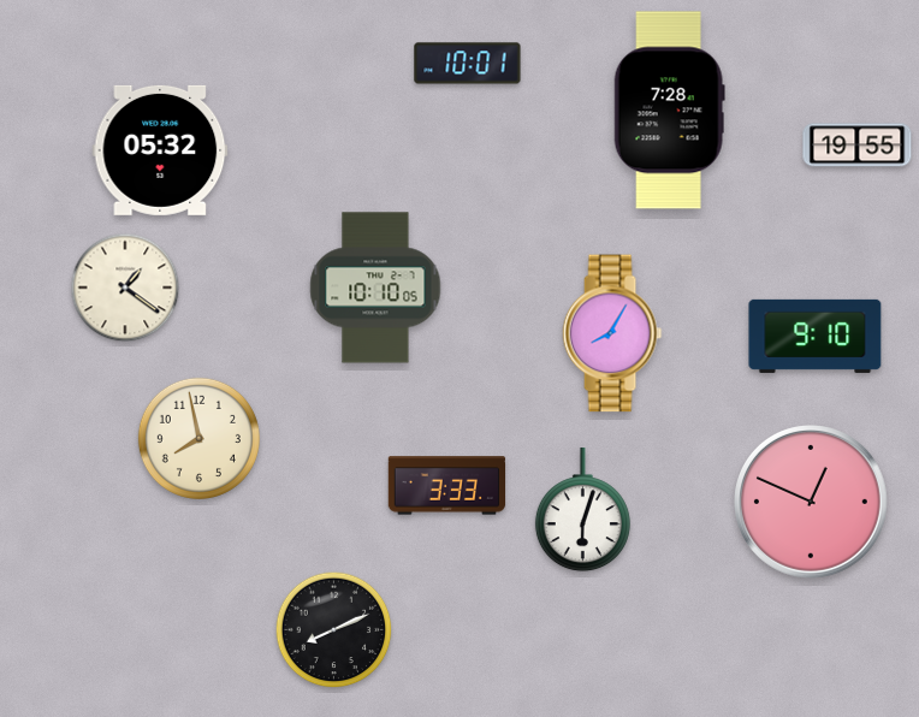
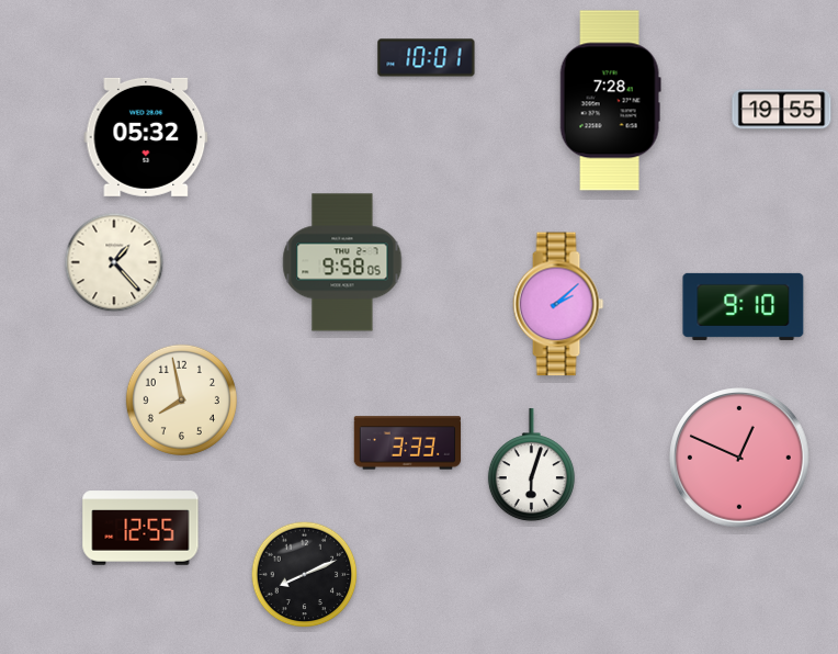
clock at (858, 146) position: (858, 146) -> (782, 110)
clock at (125, 288): 1:21 -> 1:23
clock at (375, 288): 10:10 -> 9:58
clock at (612, 333): 8:05 -> 2:08
clock at (140, 528): none -> 12:55
